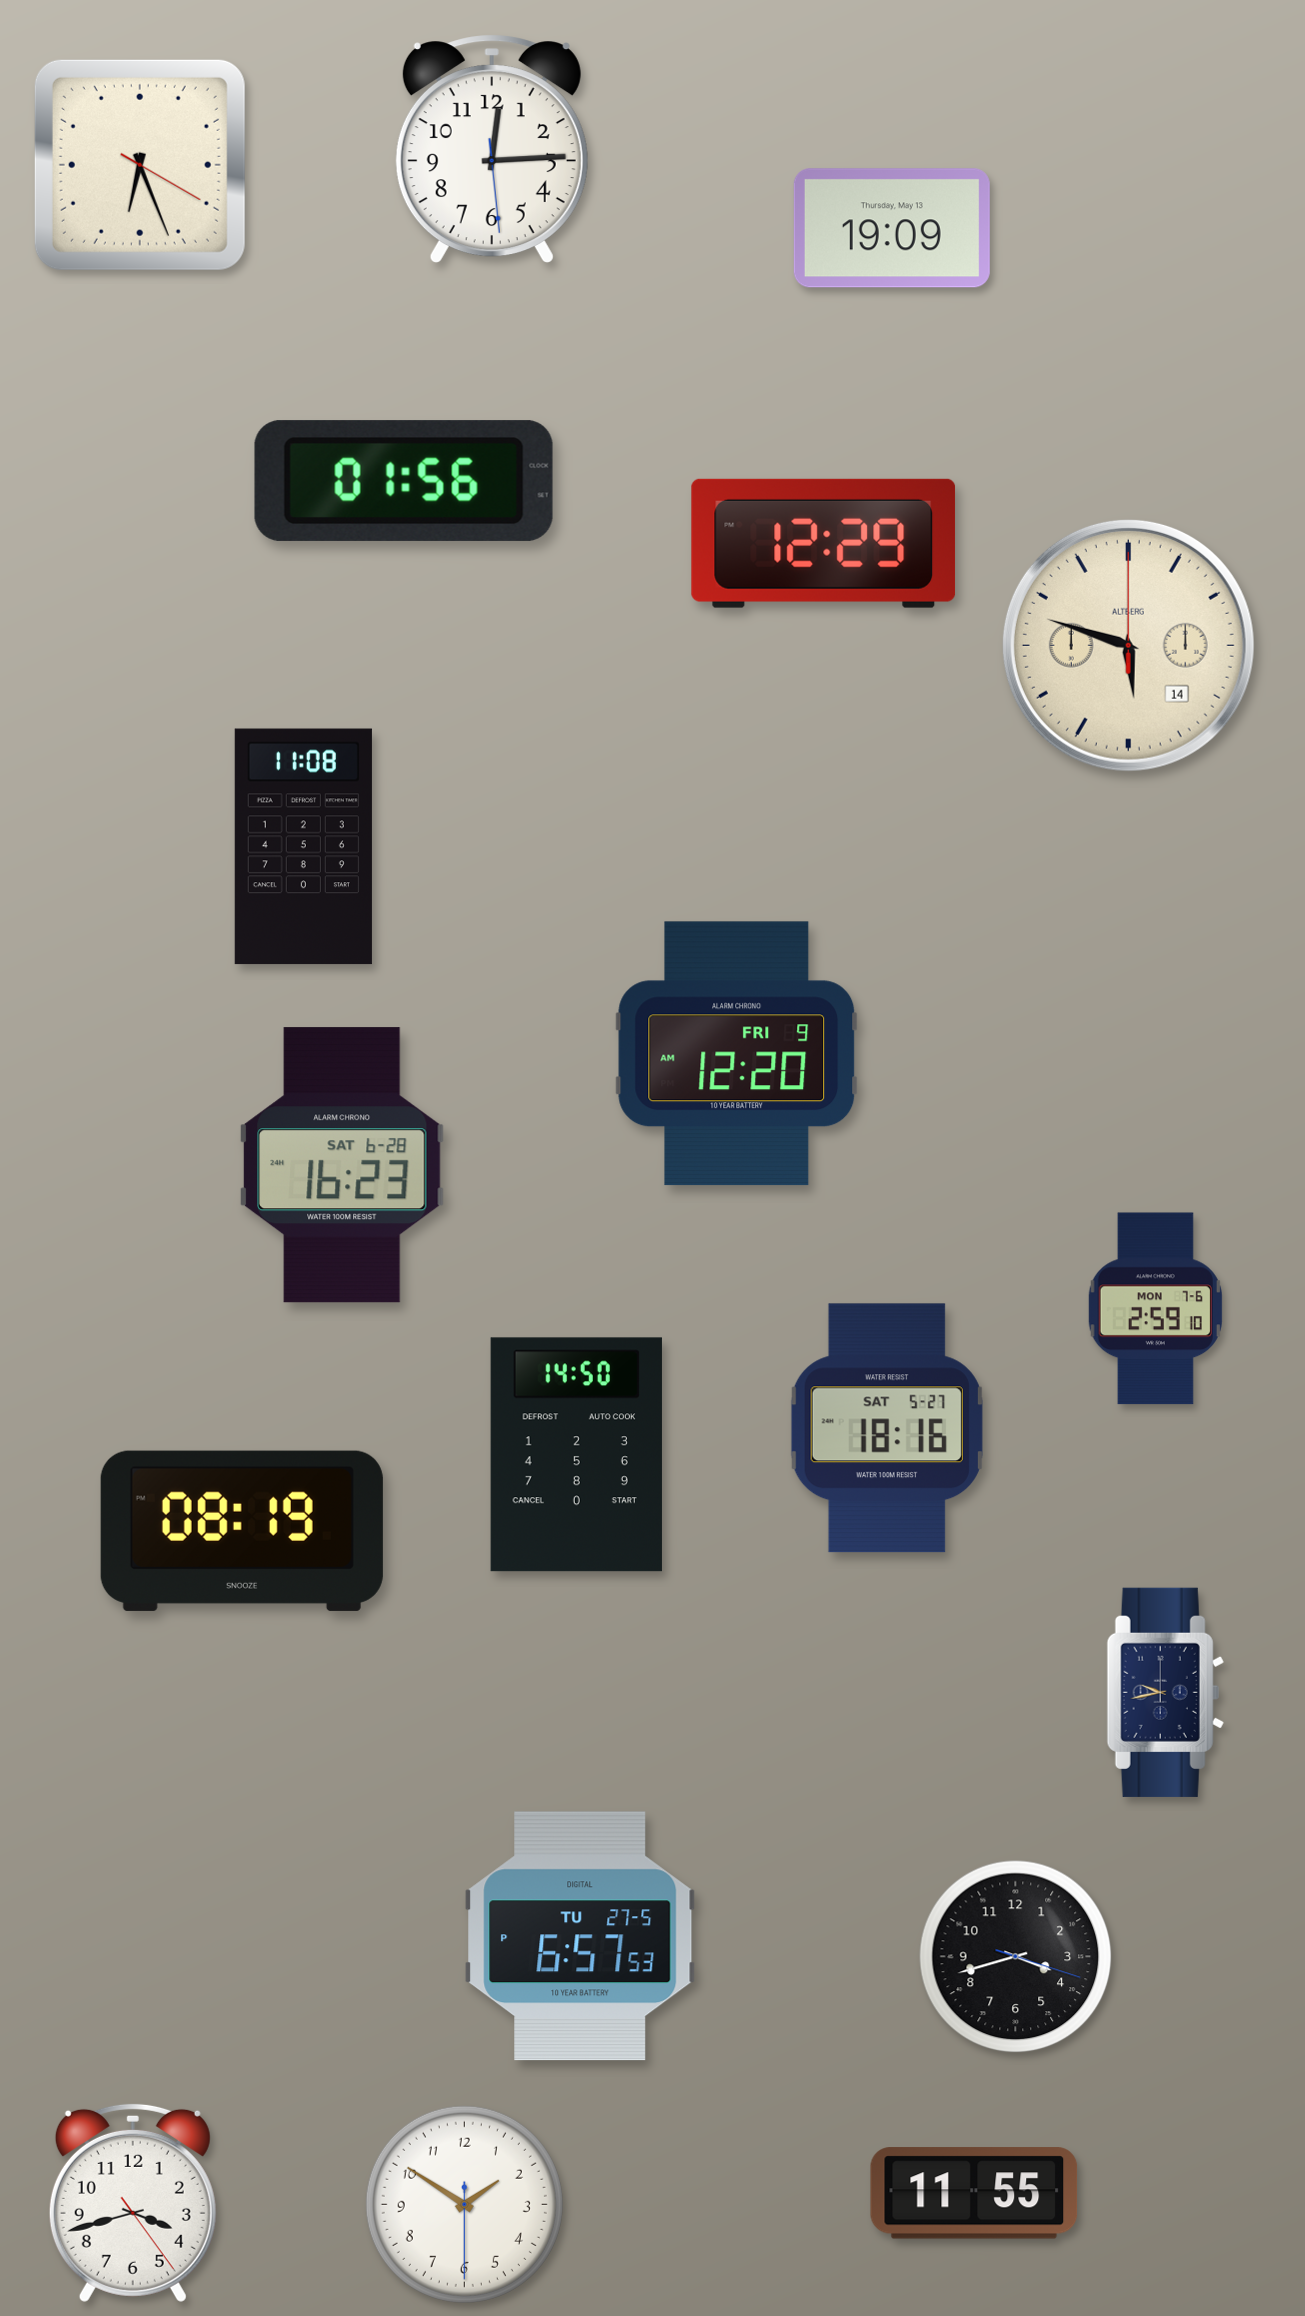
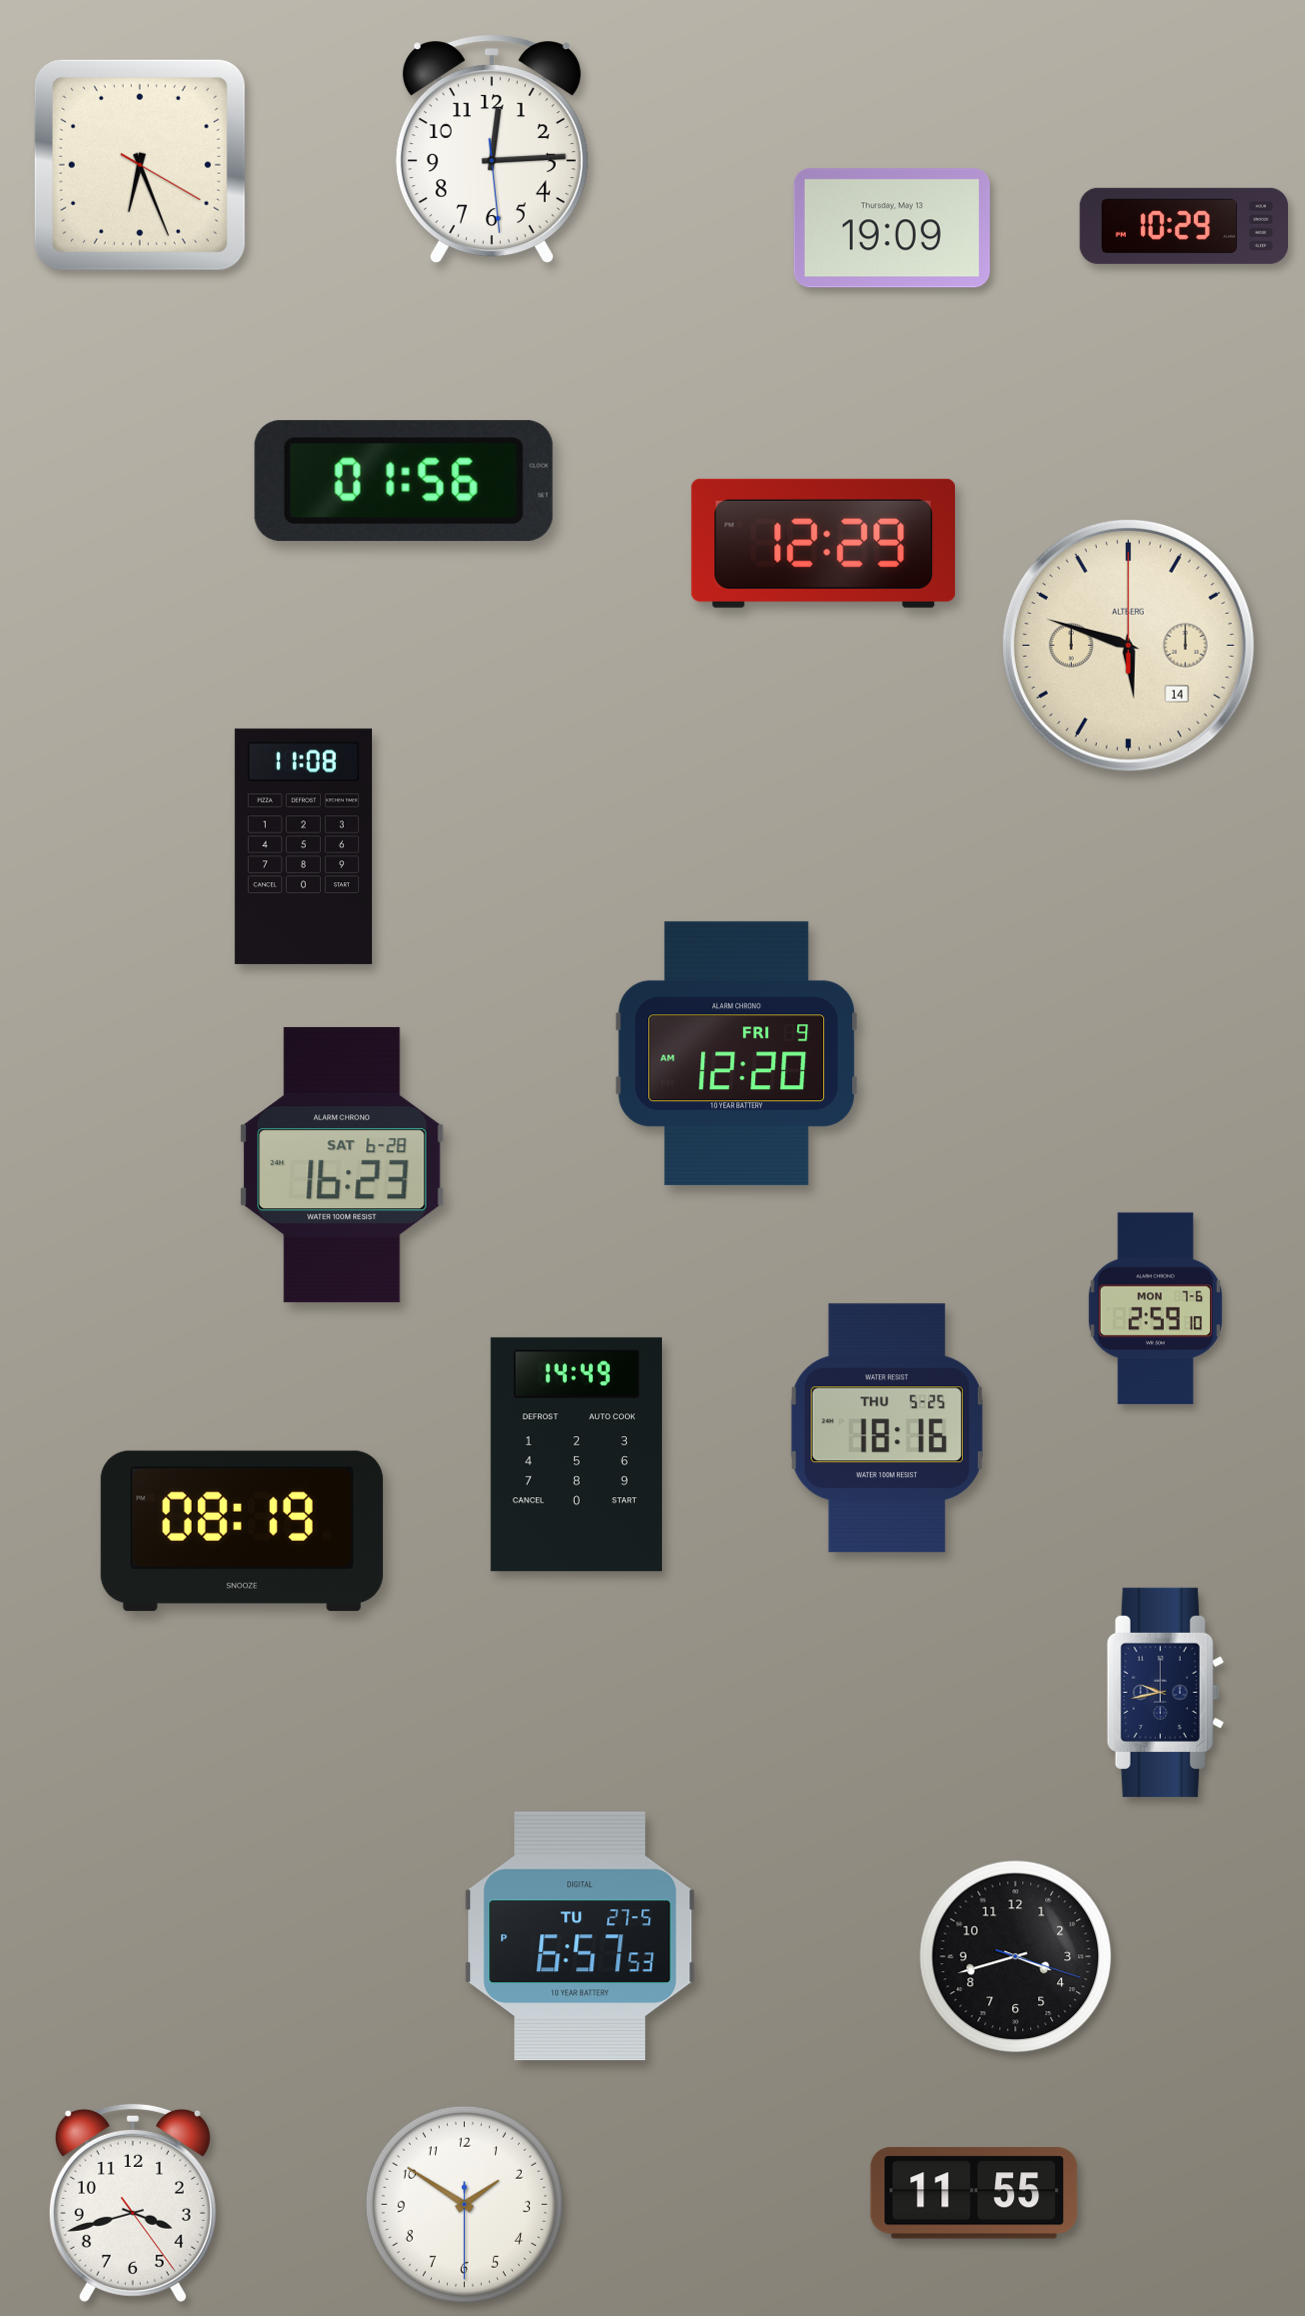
clock at (1183, 226): none -> 10:29
clock at (887, 1428) date: SAT 5-27 -> THU 5-25
clock at (576, 1455): 14:50 -> 14:49
